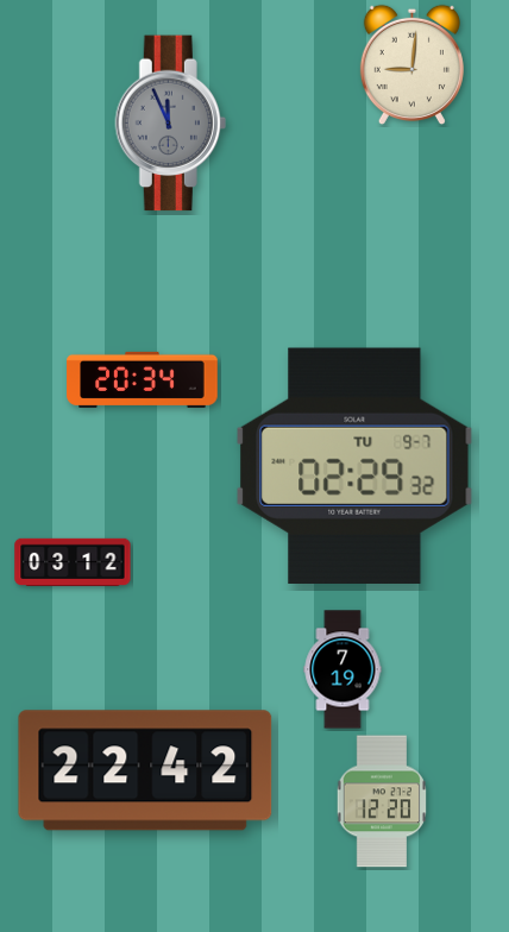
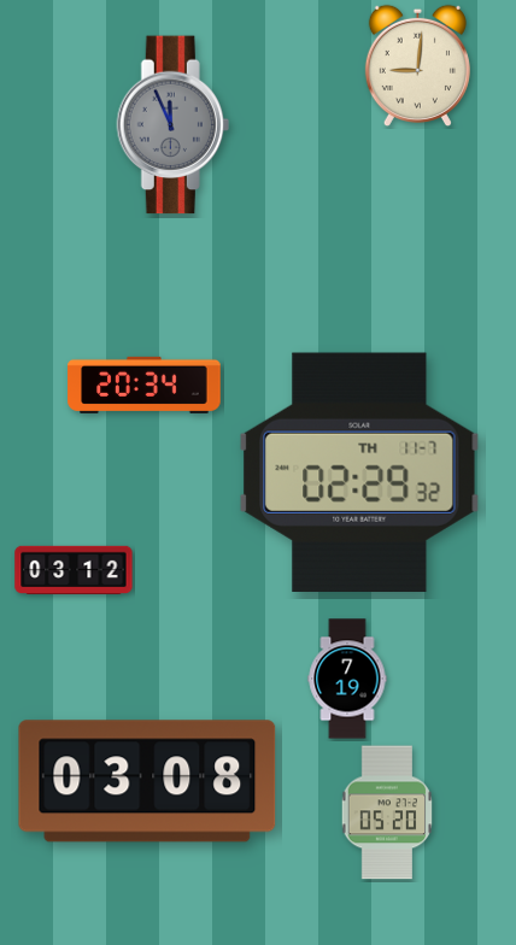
clock at (356, 466) date: TU 9-7 -> TH 11-7
clock at (145, 770): 22:42 -> 03:08
clock at (382, 801): 12:20 -> 05:20
